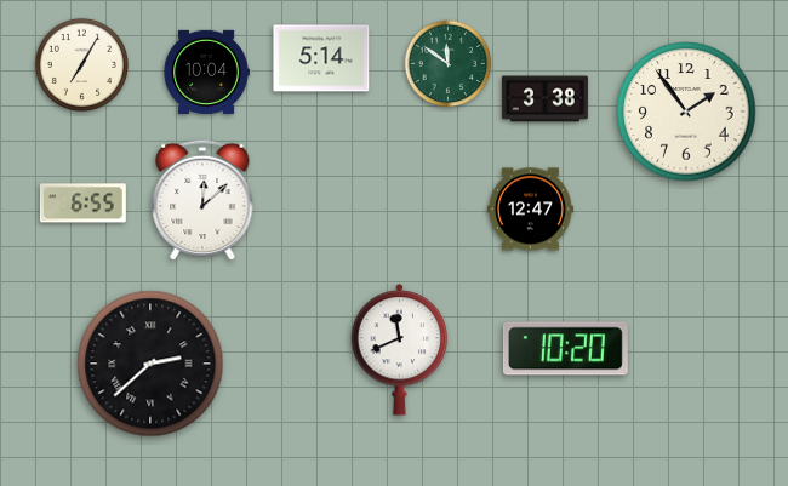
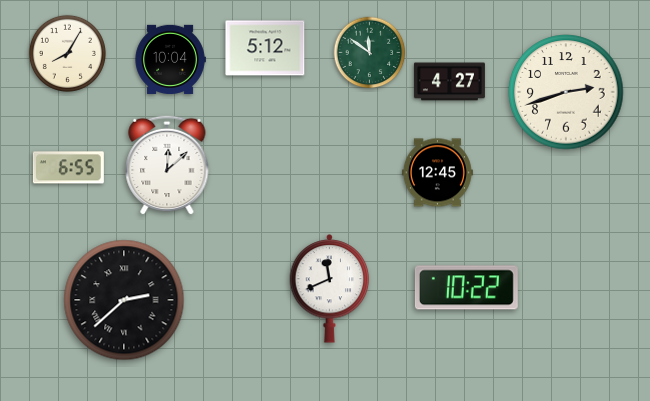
clock at (321, 58): 5:14 -> 5:12
clock at (81, 64): 7:05 -> 8:05
clock at (544, 99): 3:38 -> 4:27
clock at (686, 112): 1:54 -> 2:42
clock at (530, 210): 12:47 -> 12:45
clock at (565, 349): 10:20 -> 10:22
